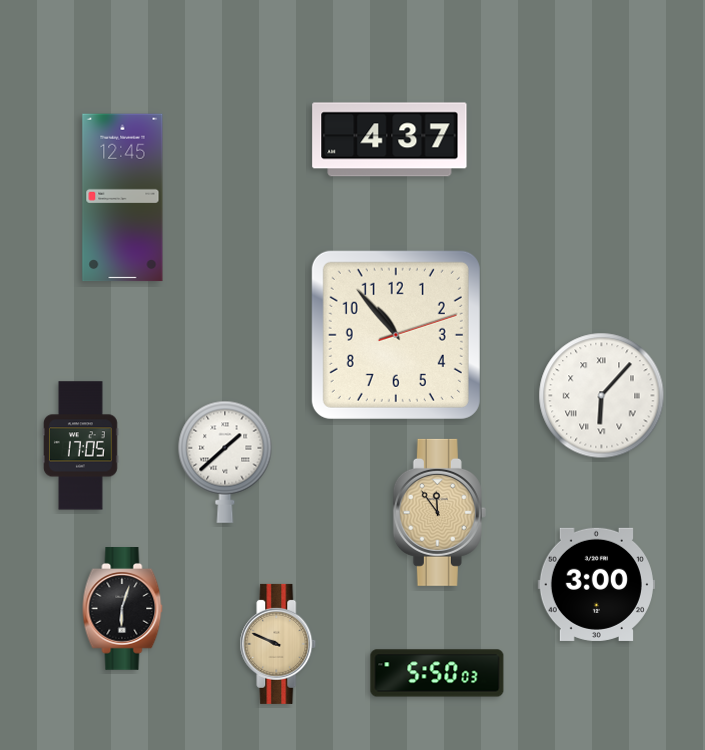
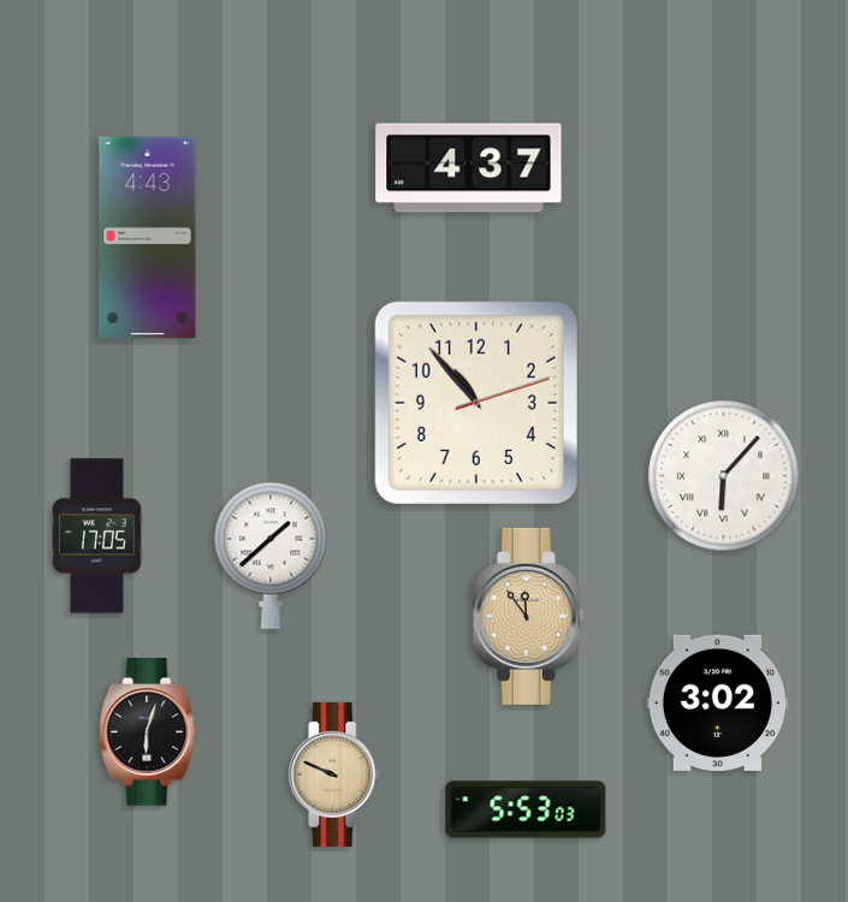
clock at (123, 198): 12:45 -> 4:43
clock at (596, 584): 3:00 -> 3:02
clock at (437, 673): 5:50 -> 5:53
